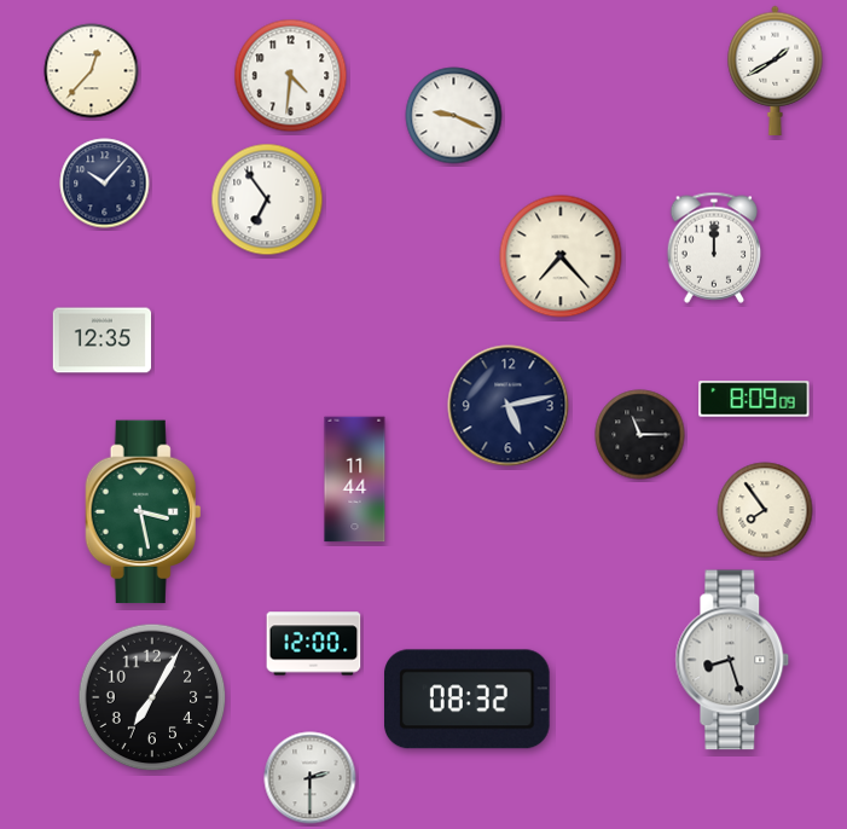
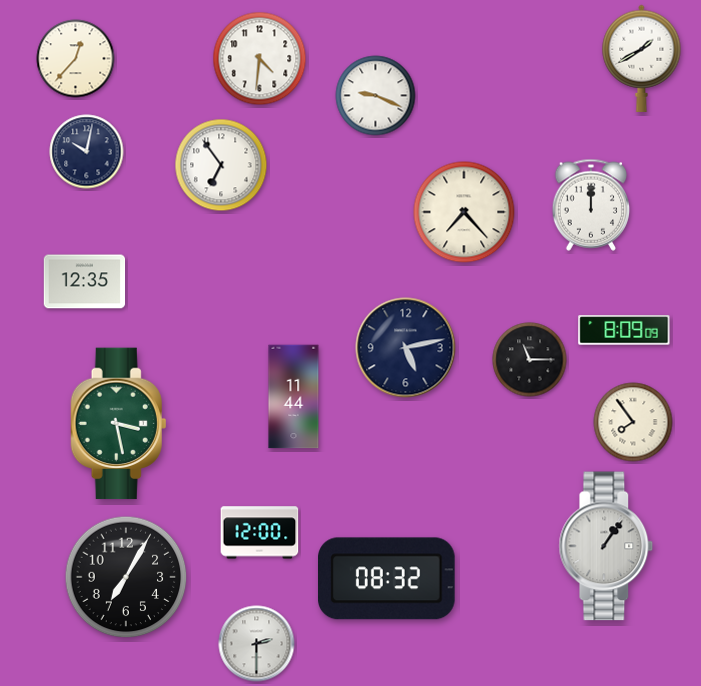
clock at (291, 76) position: (291, 76) -> (260, 59)
clock at (105, 184): 10:07 -> 10:02
clock at (509, 406) position: (509, 406) -> (406, 348)
clock at (732, 660): 8:27 -> 1:06
